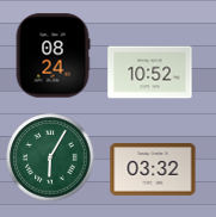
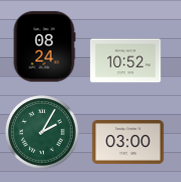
clock at (50, 157): 6:05 -> 2:05
clock at (153, 169): 03:32 -> 03:00
